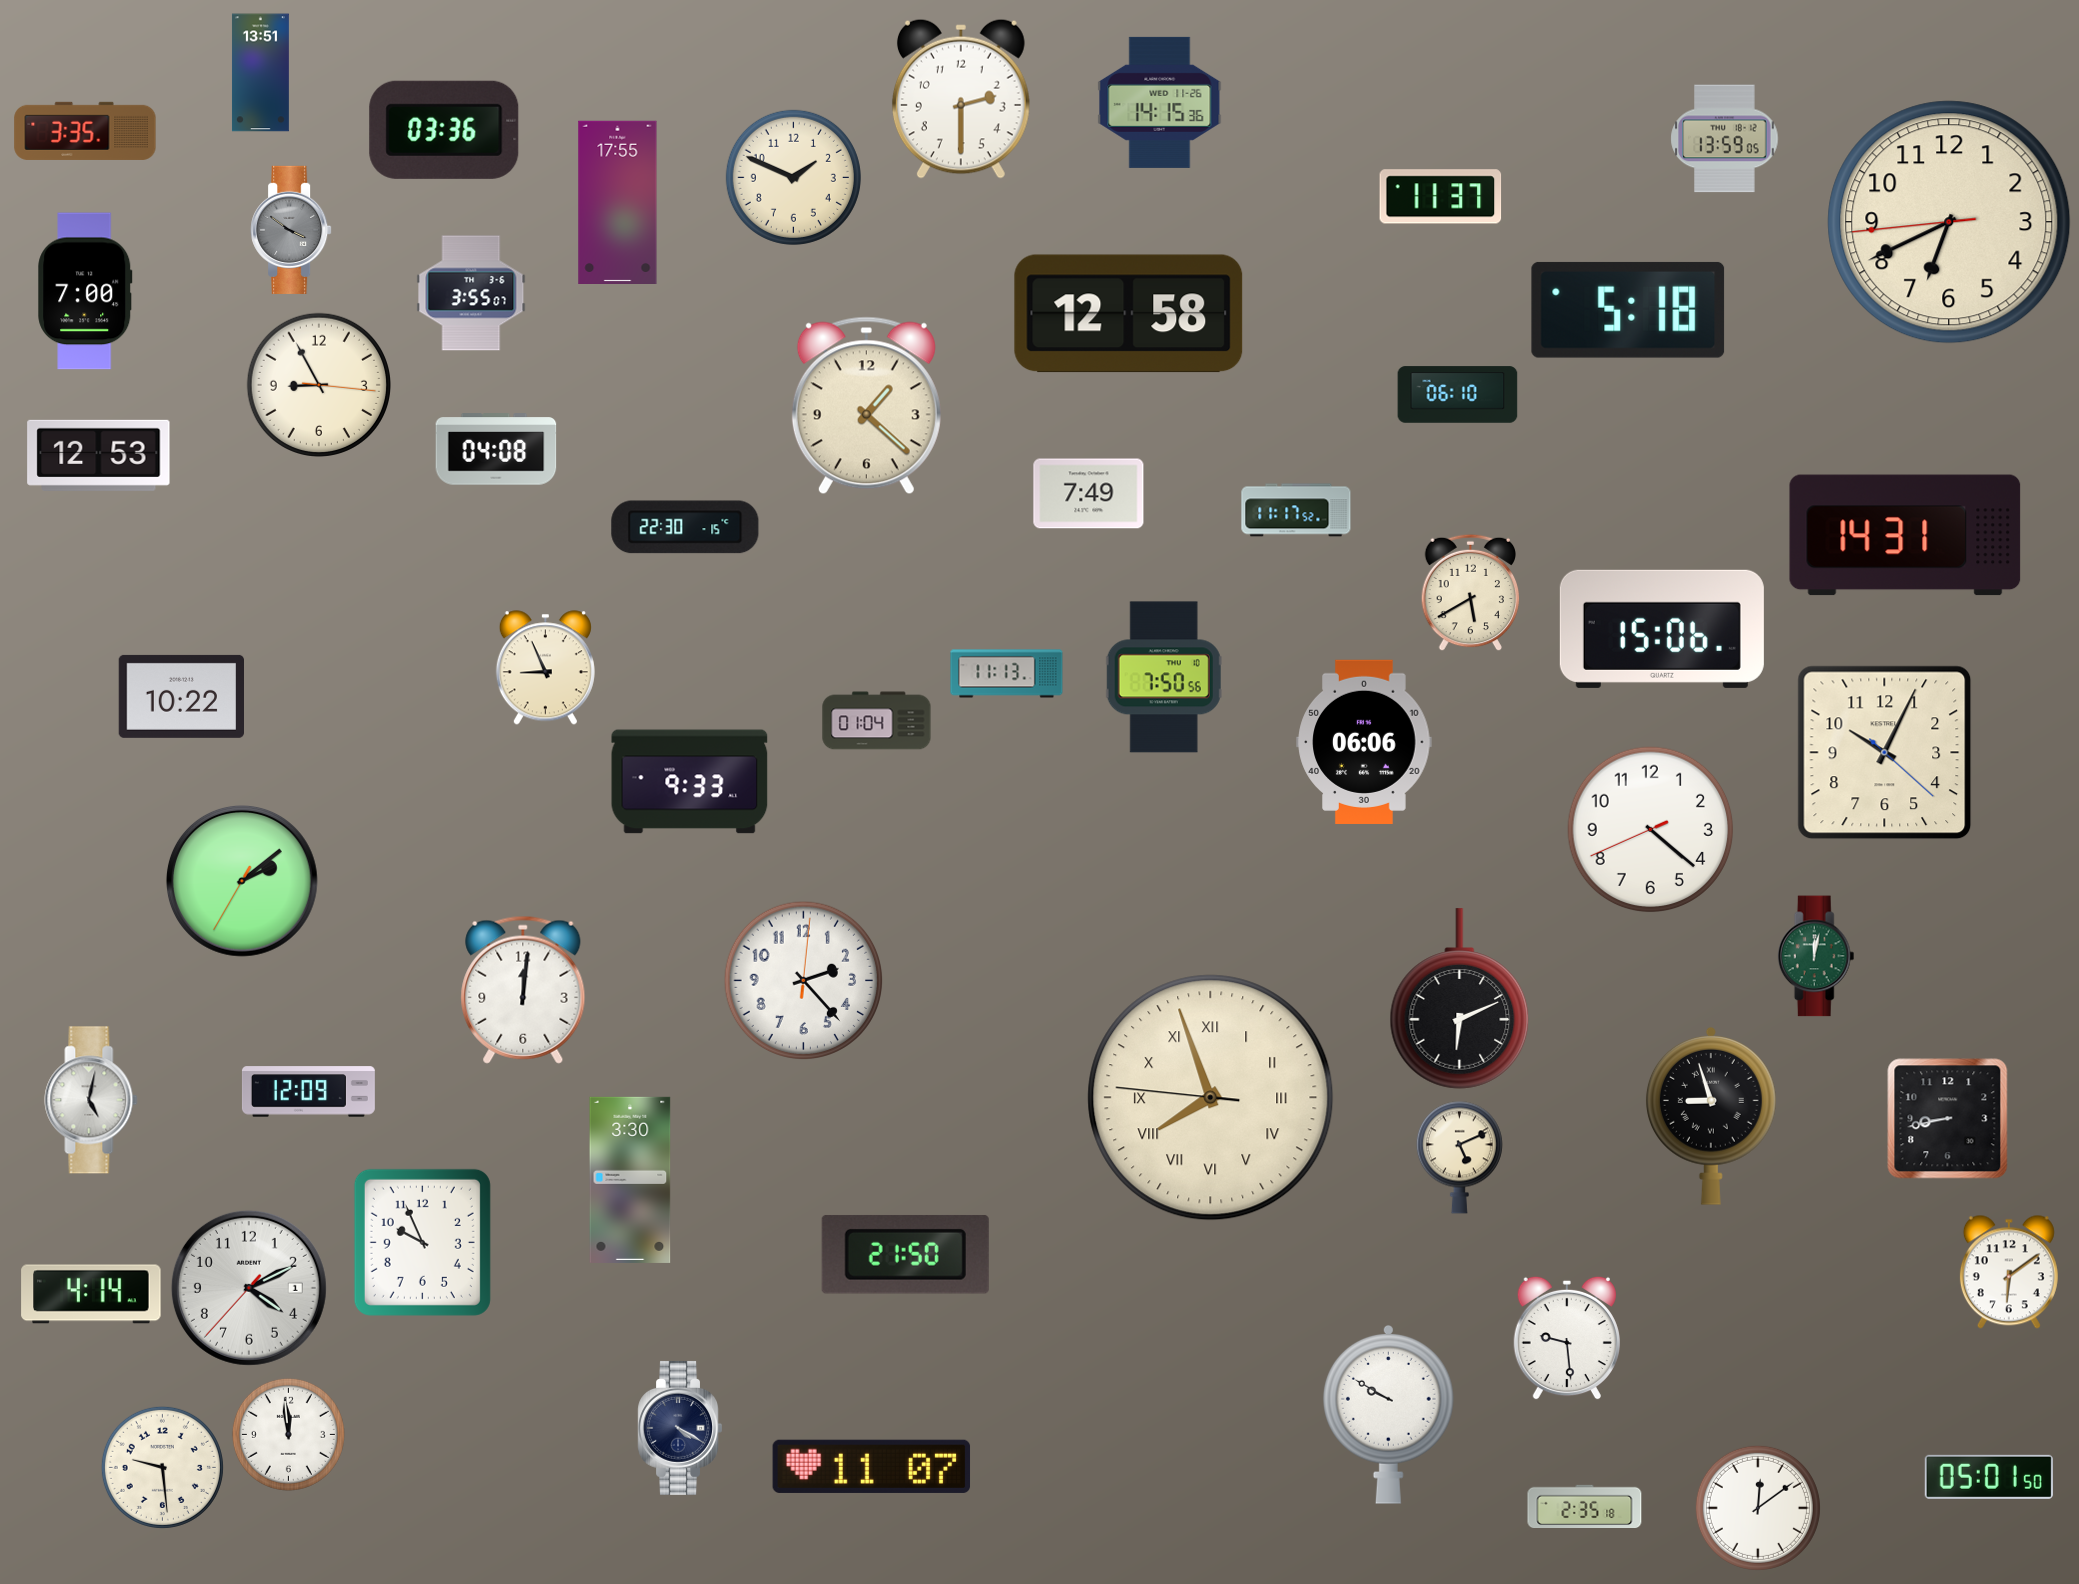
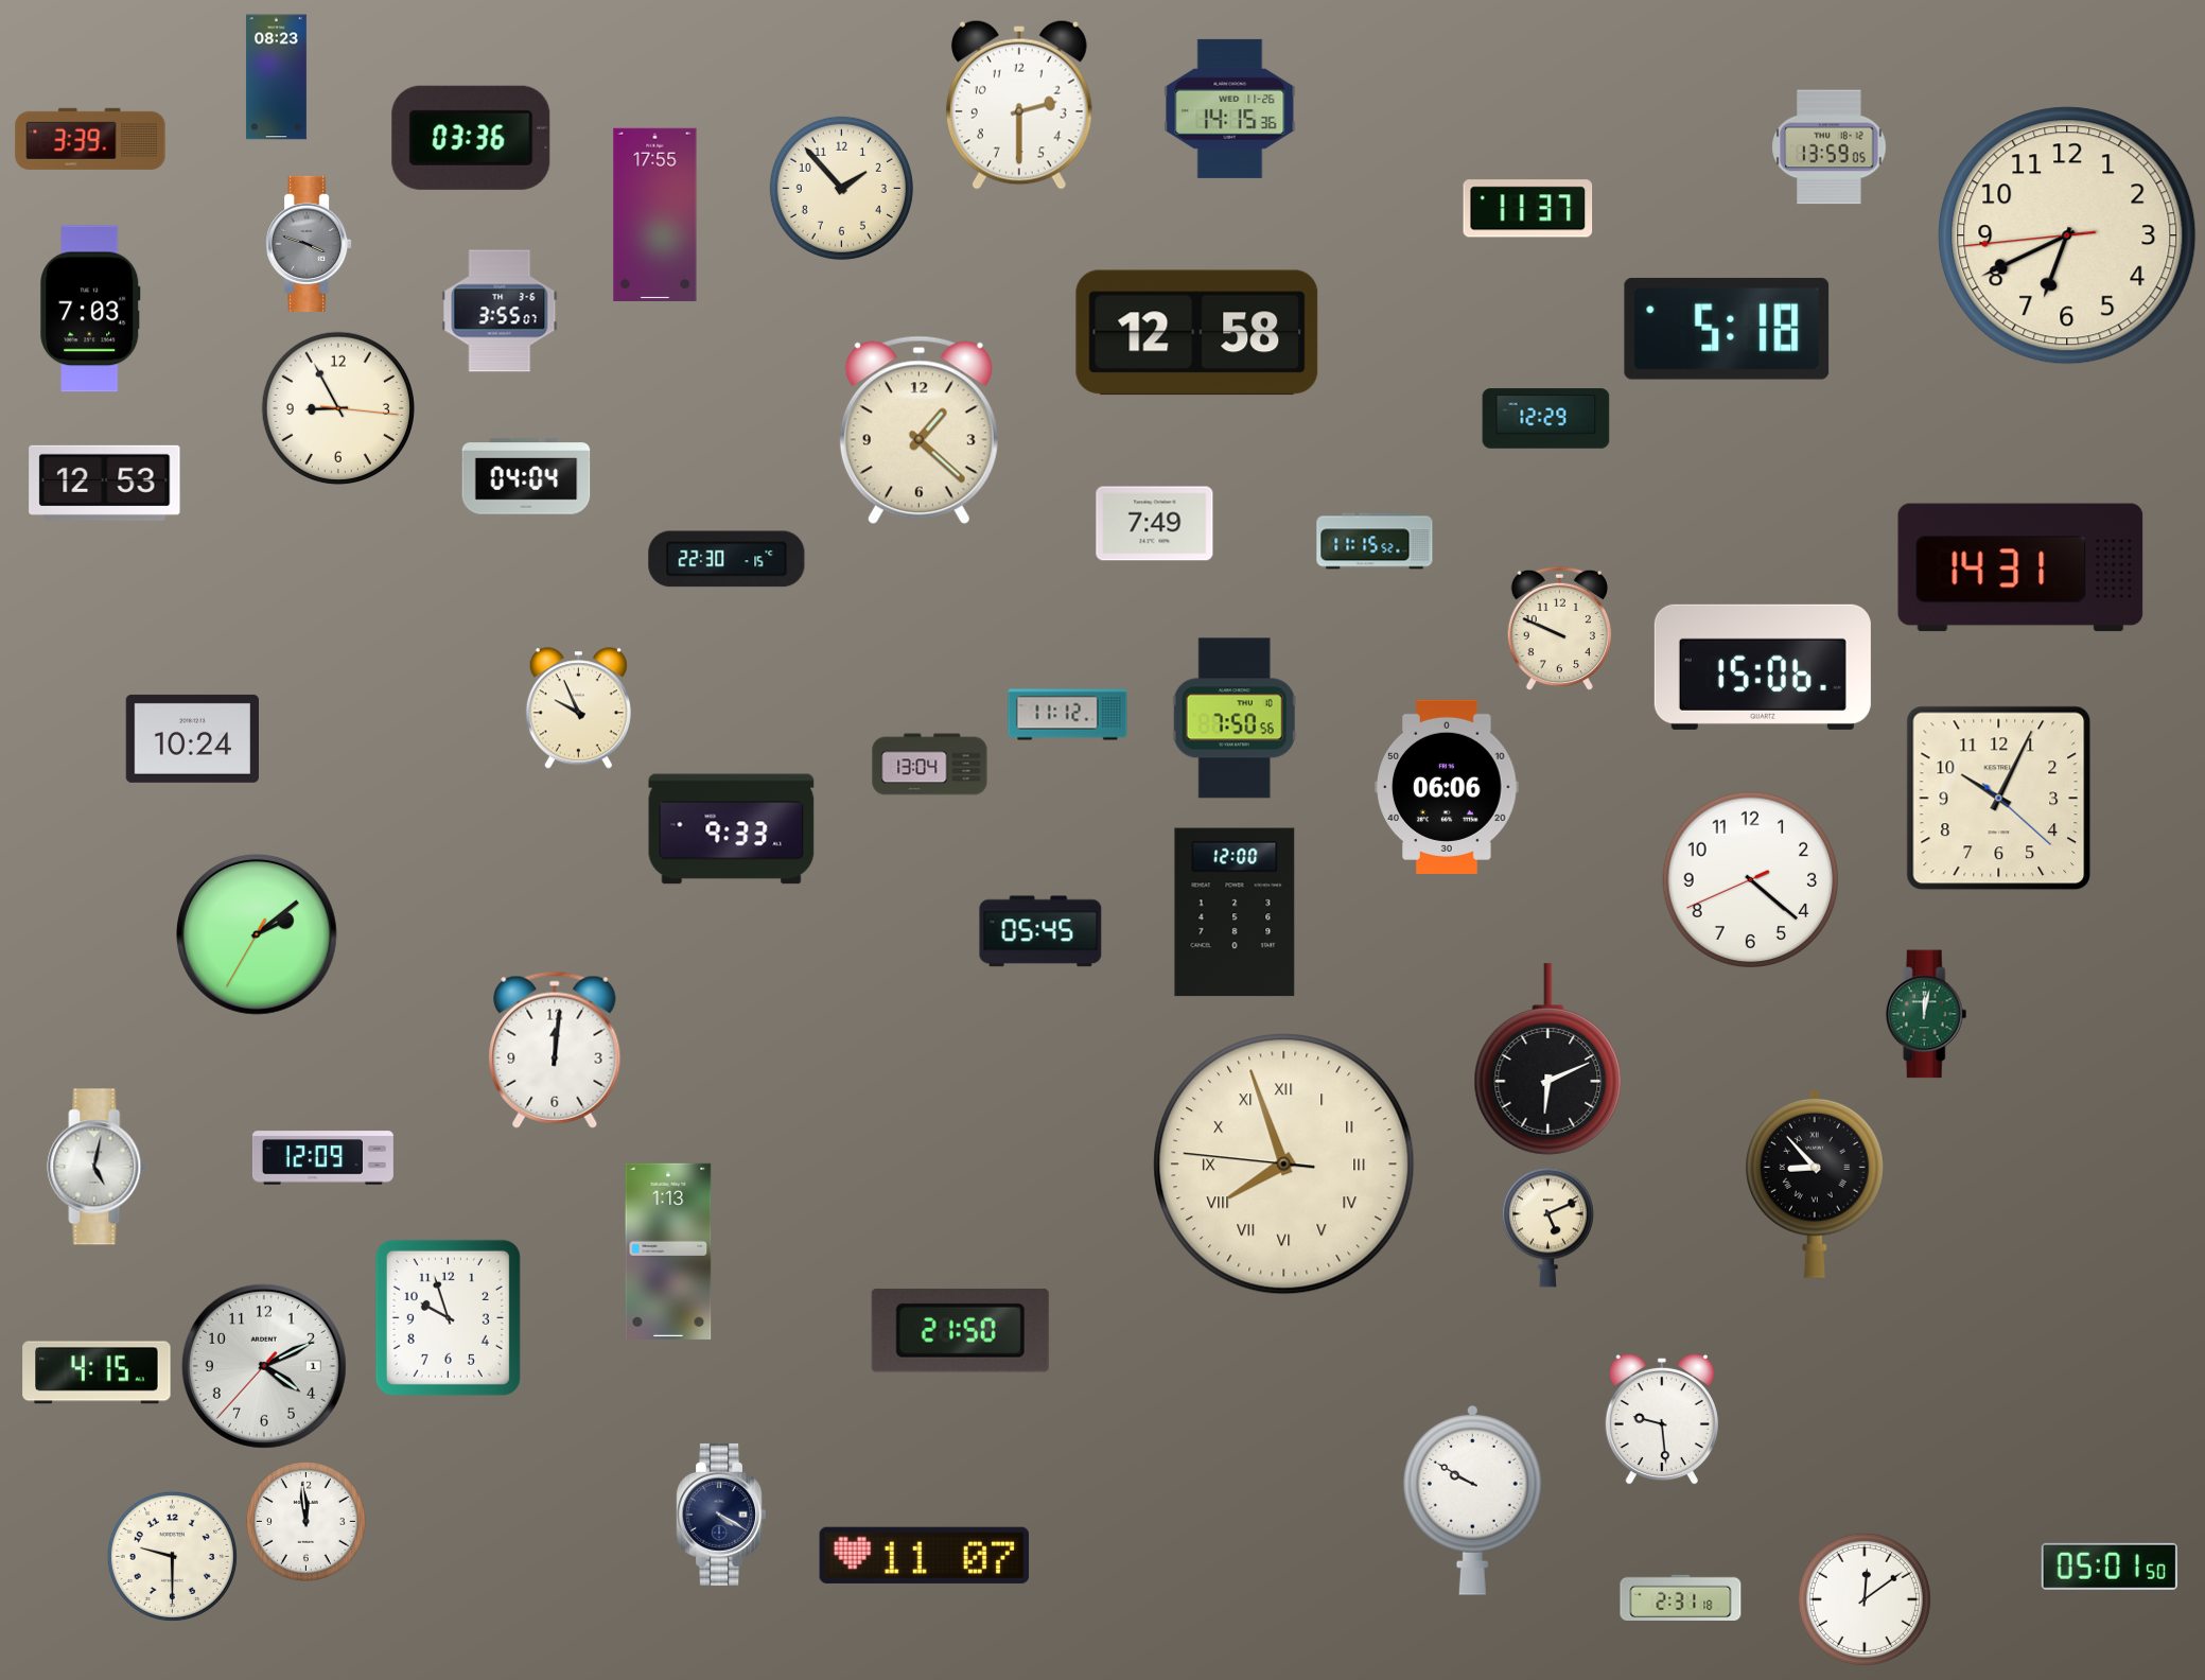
clock at (260, 73): 13:51 -> 08:23
clock at (85, 131): 3:35 -> 3:39
clock at (793, 177): 1:49 -> 1:53
clock at (291, 230): 3:51 -> 3:48
clock at (85, 291): 7:00 -> 7:03
clock at (1458, 395): 06:10 -> 12:29
clock at (496, 449): 04:08 -> 04:04
clock at (1296, 510): 11:17 -> 11:15
clock at (1471, 593): 5:40 -> 9:49
clock at (545, 668): 8:56 -> 9:56
clock at (1007, 674): 11:13 -> 11:12
clock at (182, 696): 10:22 -> 10:24
clock at (877, 721): 01:04 -> 13:04
clock at (1235, 912): none -> 12:00
clock at (1040, 931): none -> 05:45
clock at (804, 981): 2:23 -> none
clock at (308, 1092) position: (308, 1092) -> (322, 1158)
clock at (1711, 1116): 8:57 -> 8:53
clock at (1948, 1119): 8:43 -> none
clock at (630, 1180): 3:30 -> 1:13
clock at (422, 1242): 9:56 -> 9:57
clock at (2009, 1272): 6:09 -> none
clock at (91, 1294): 4:14 -> 4:15
clock at (162, 1467): 9:29 -> 9:30
clock at (1585, 1506): 2:35 -> 2:31
